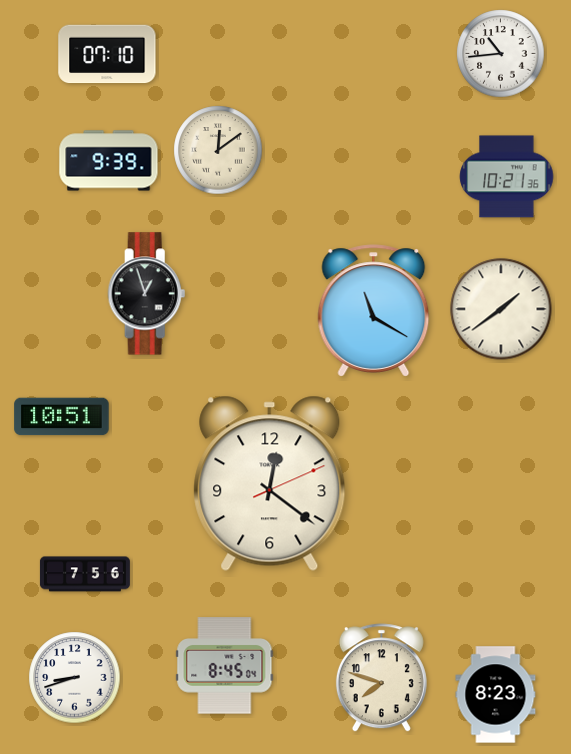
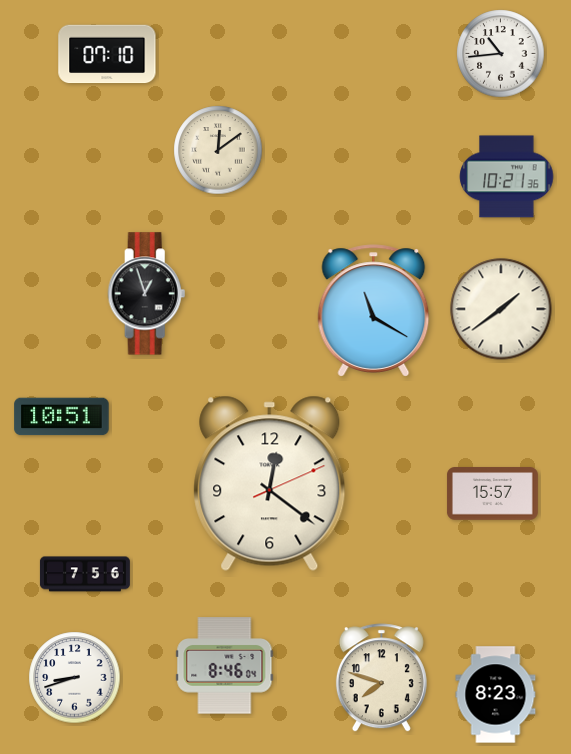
clock at (109, 161): 9:39 -> none
clock at (492, 494): none -> 15:57
clock at (225, 666): 8:45 -> 8:46
